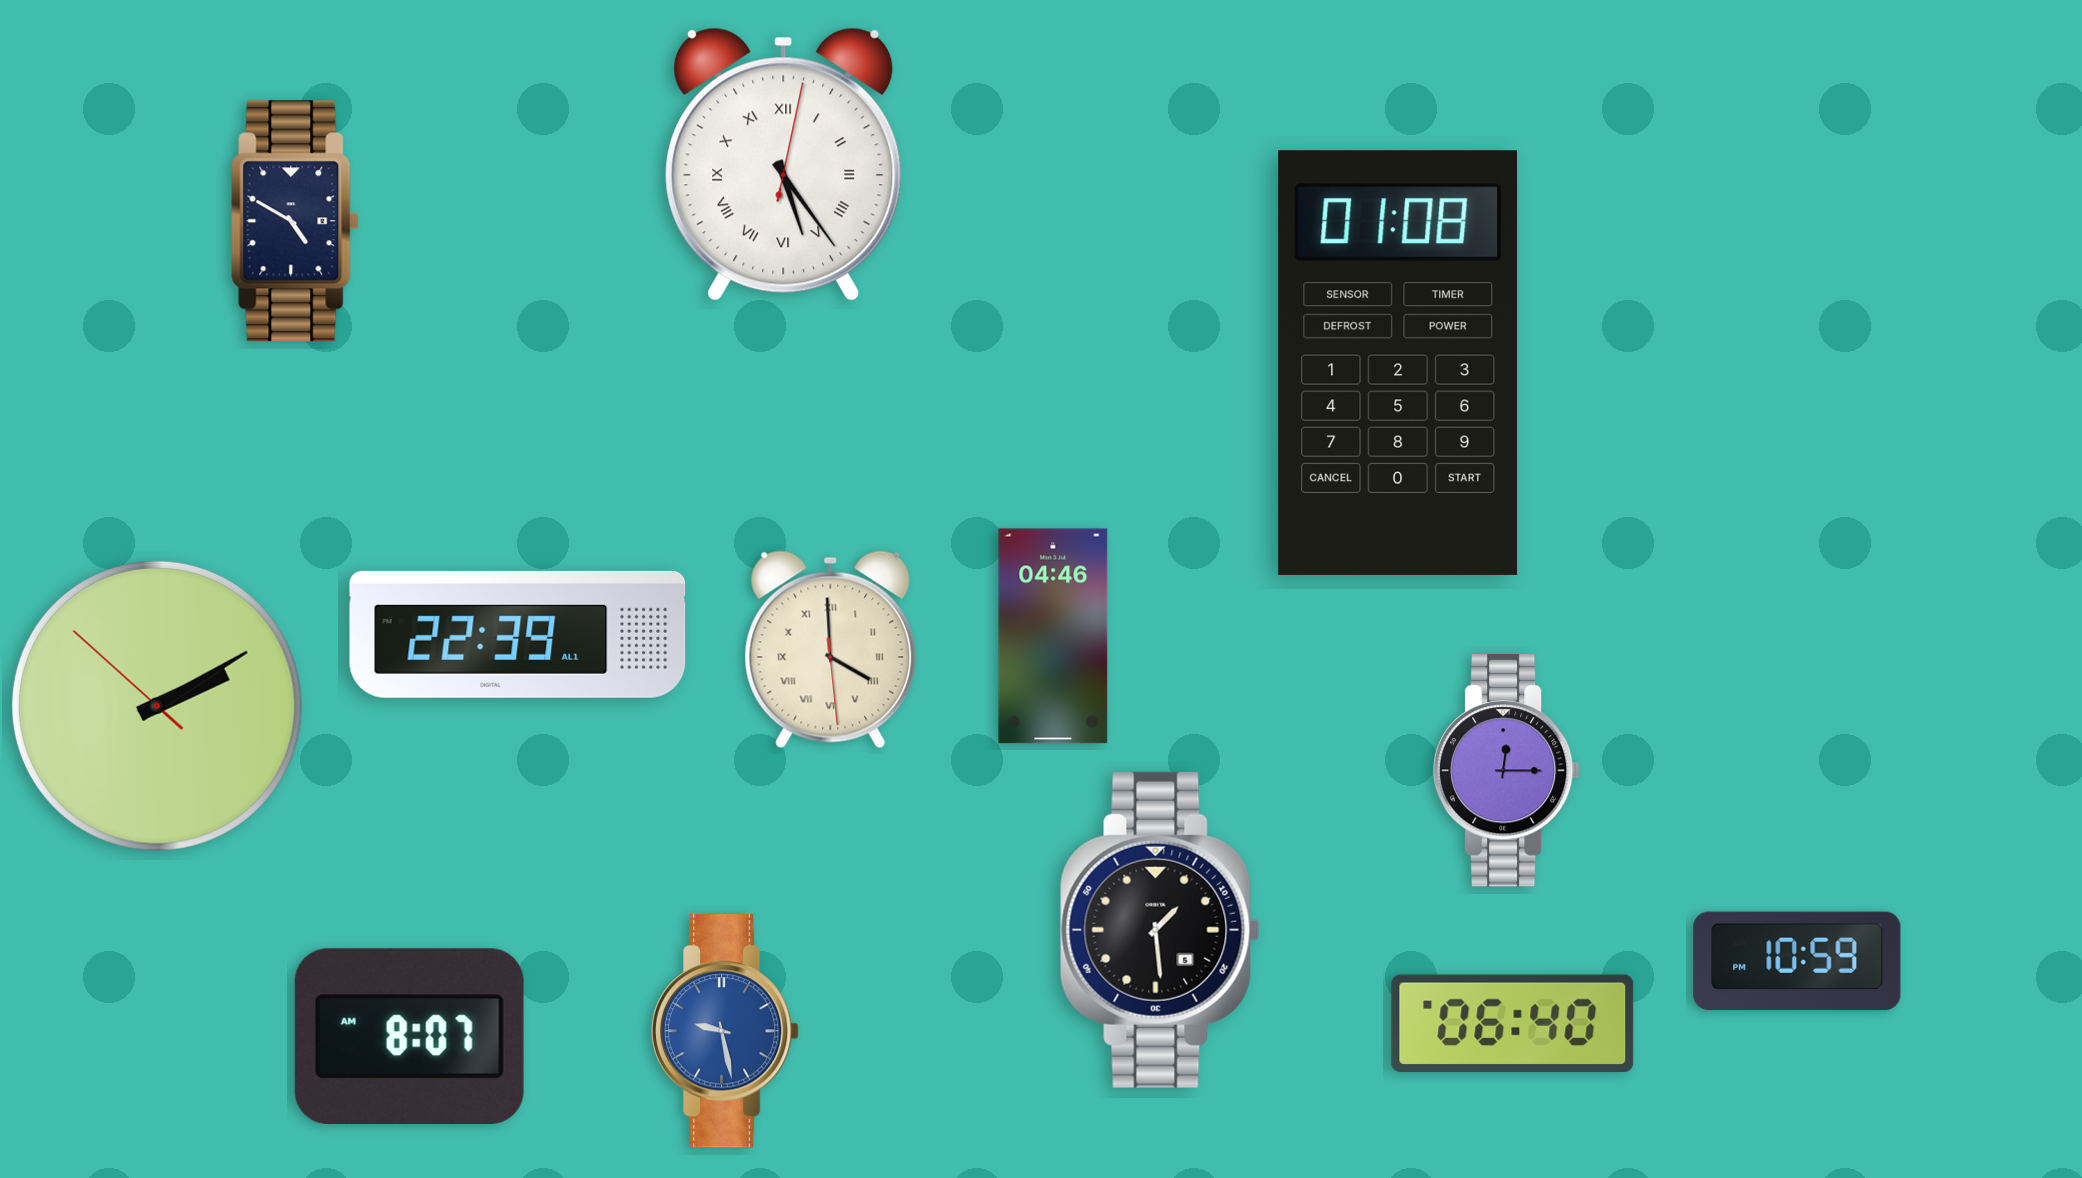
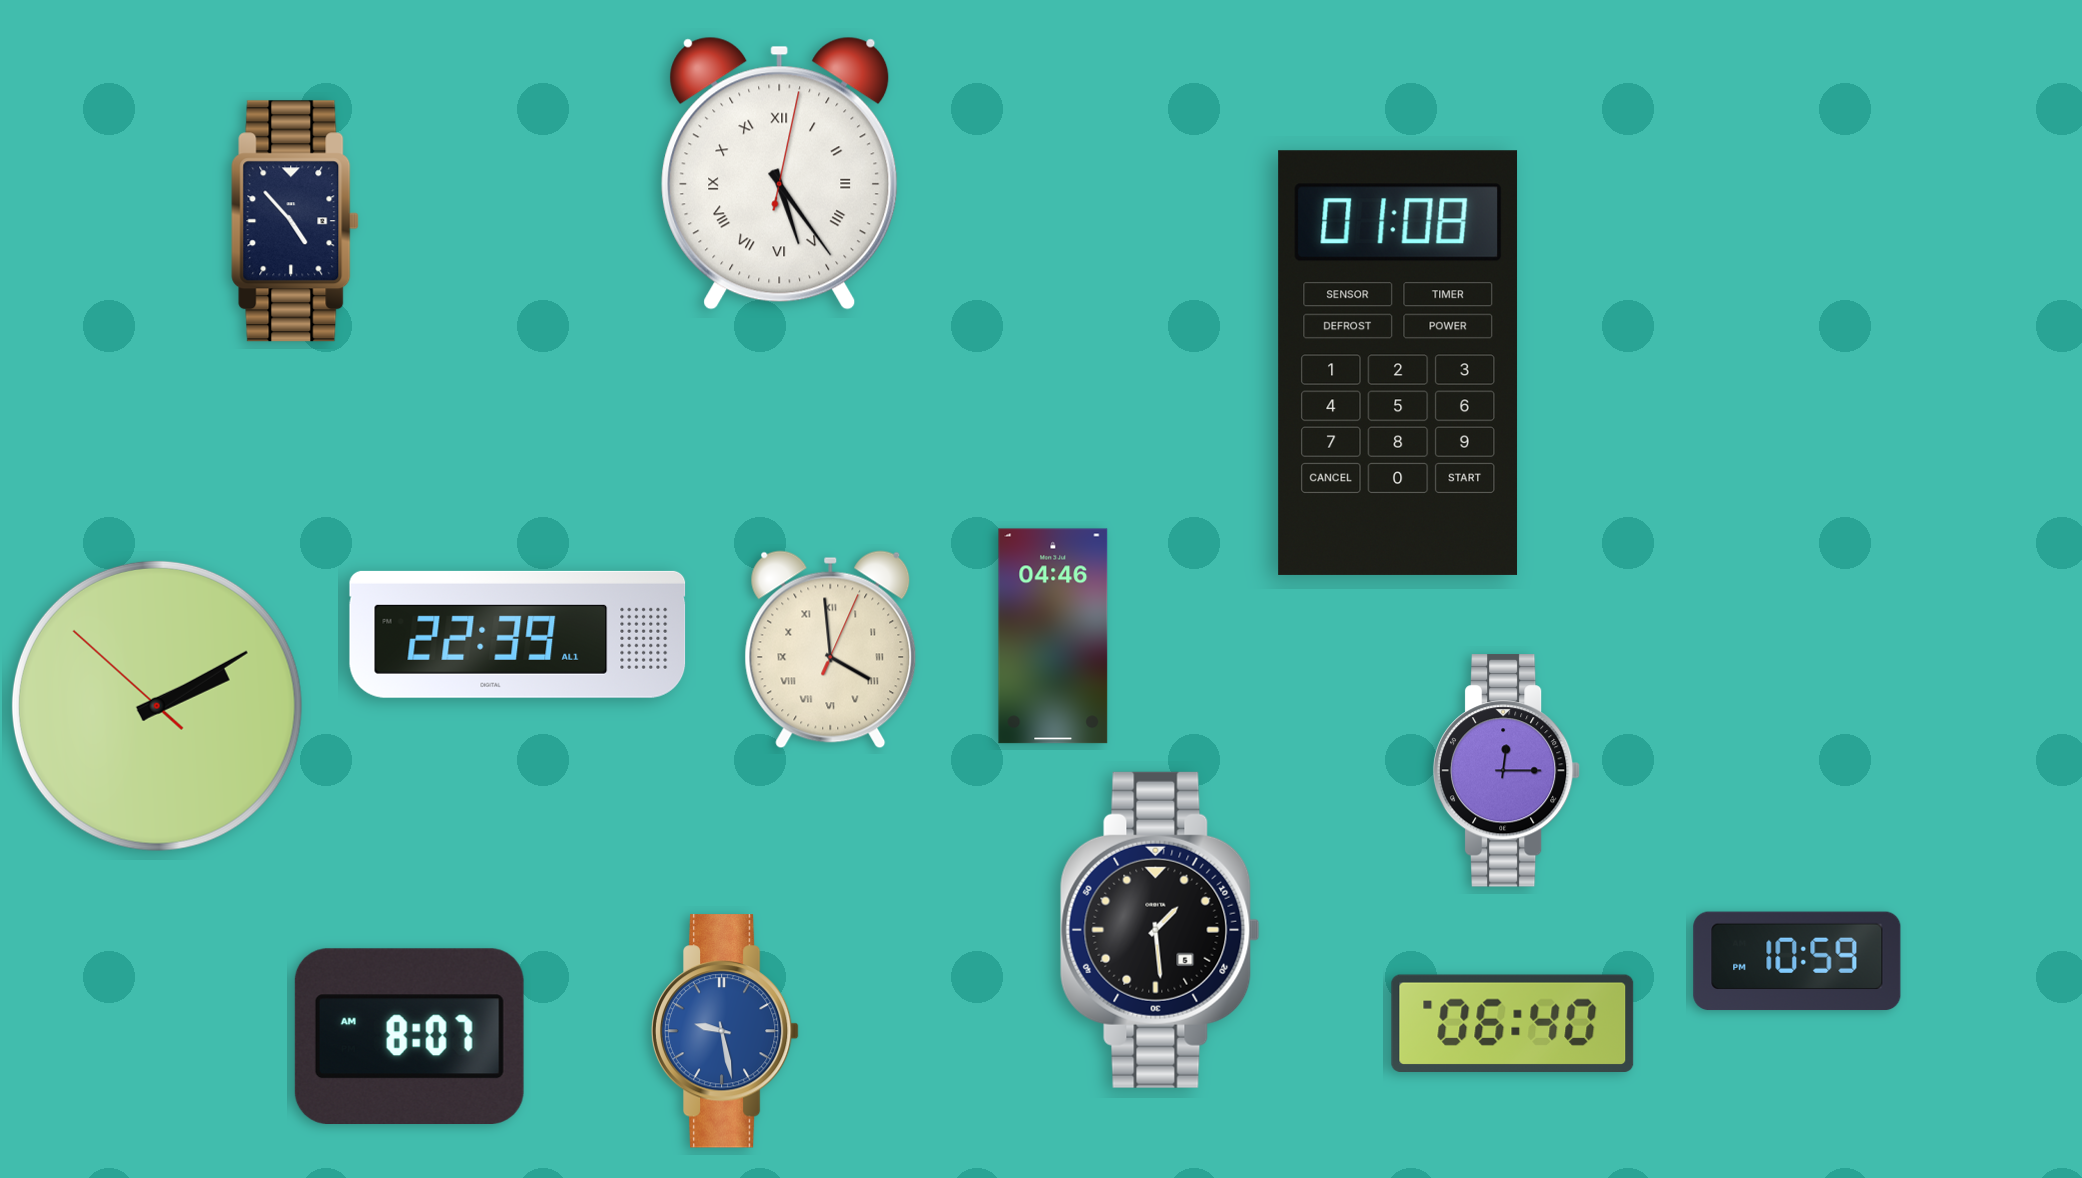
clock at (784, 164) position: (784, 164) -> (780, 173)
clock at (295, 221): 4:50 -> 4:53
clock at (831, 650): 3:59:29 -> 3:59:04
